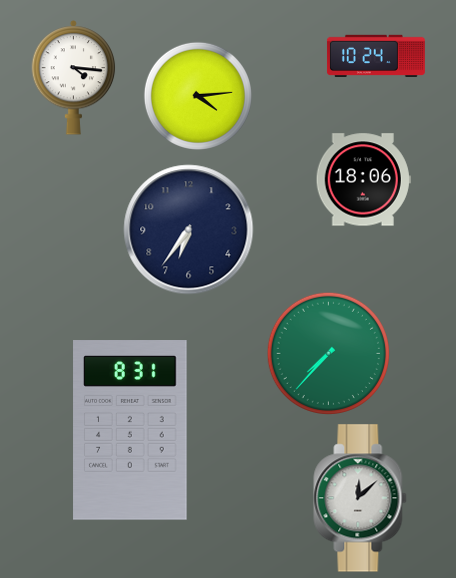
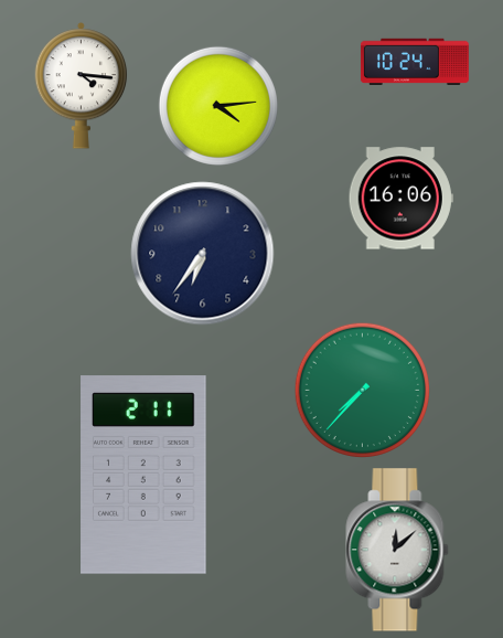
clock at (363, 180): 18:06 -> 16:06
clock at (189, 230) position: (189, 230) -> (203, 254)
clock at (130, 430): 8:31 -> 2:11
